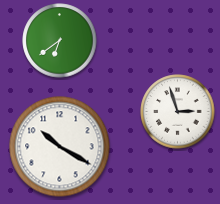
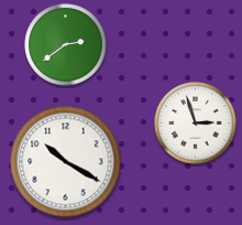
clock at (60, 41): 6:39 -> 2:39
